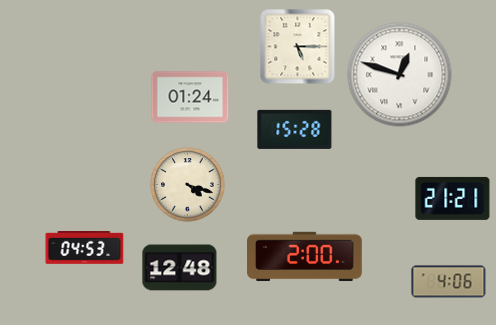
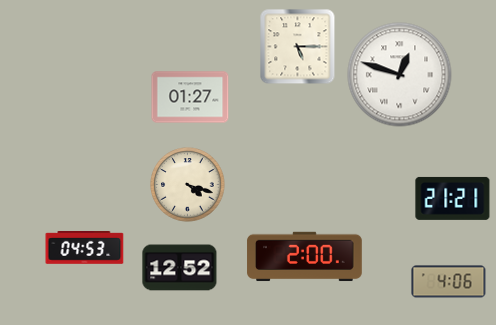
clock at (190, 97): 01:24 -> 01:27
clock at (295, 129): 15:28 -> none
clock at (180, 268): 12:48 -> 12:52
